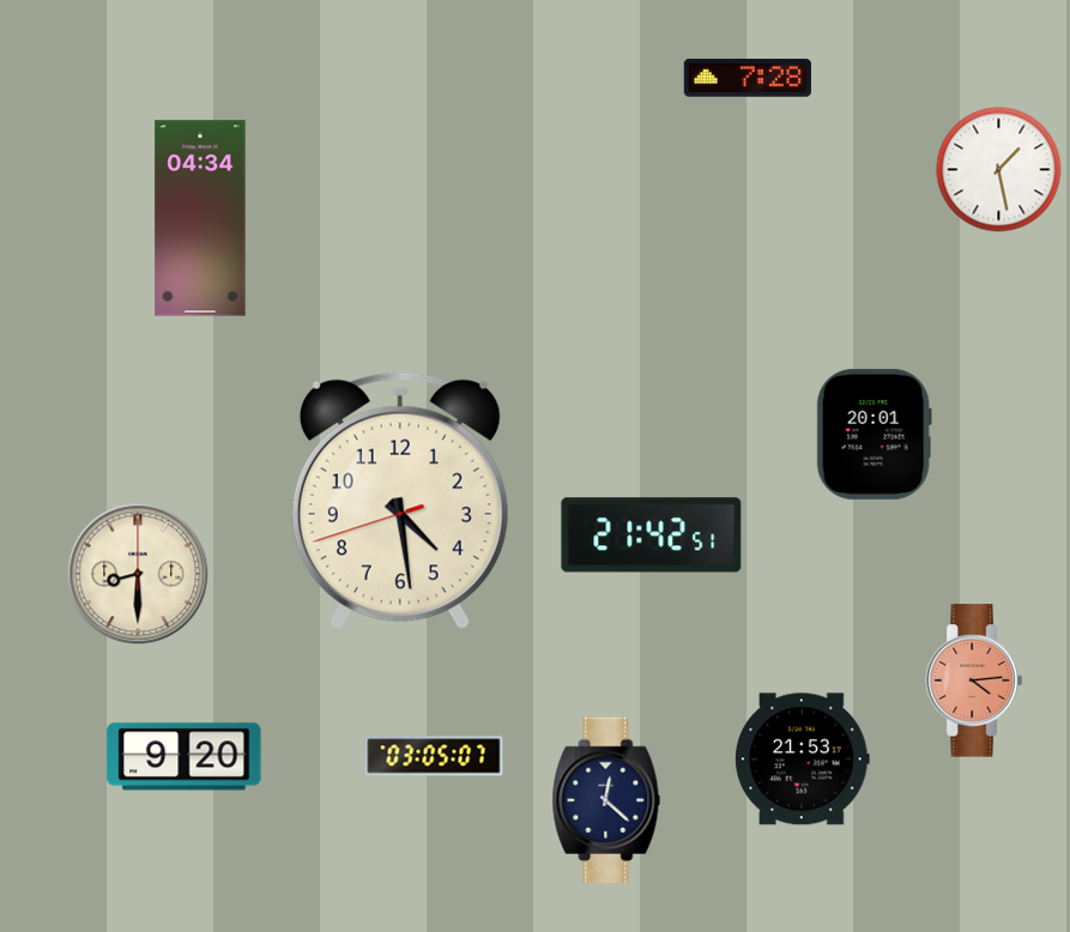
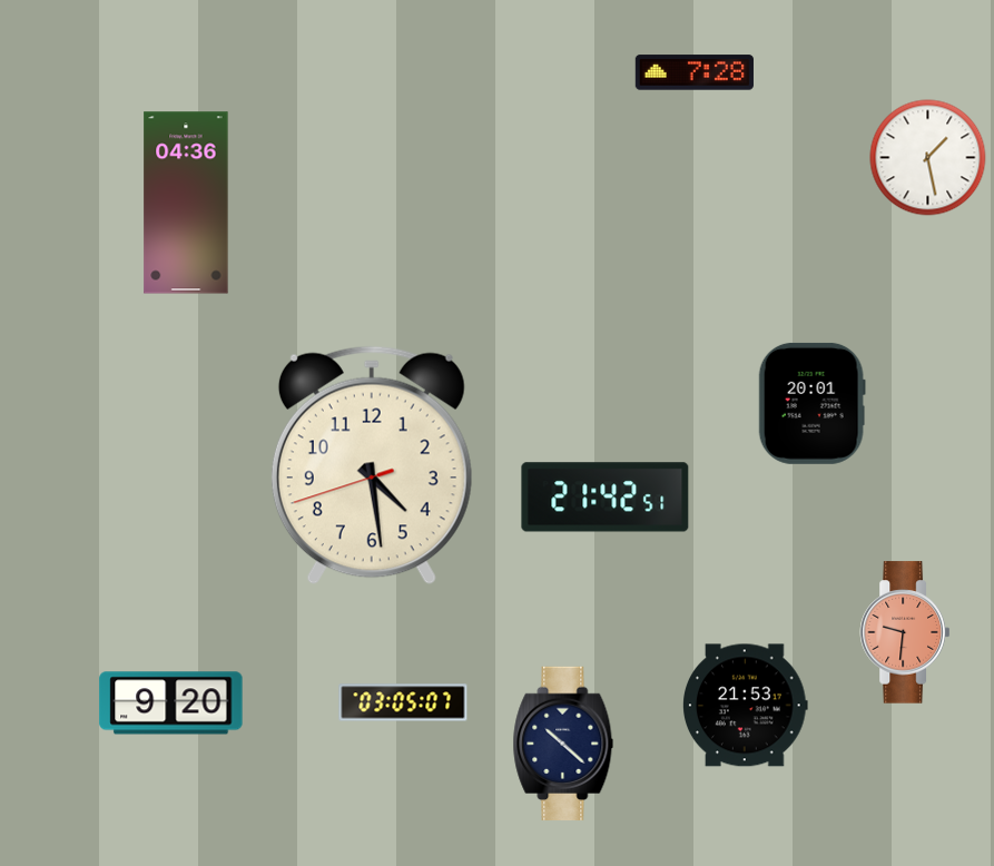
clock at (200, 218): 04:34 -> 04:36
clock at (138, 574): 8:30 -> none
clock at (973, 680): 4:14 -> 9:31
clock at (606, 800): 12:22 -> 10:22
